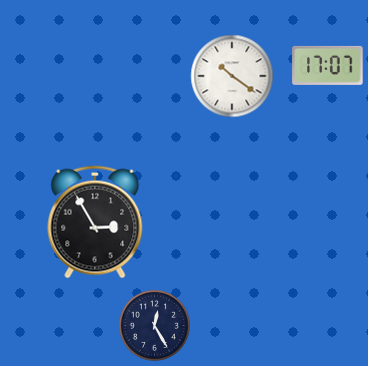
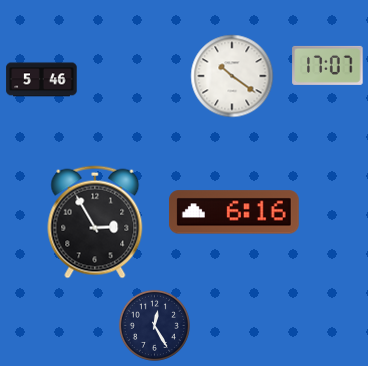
clock at (42, 80): none -> 5:46
clock at (234, 212): none -> 6:16
